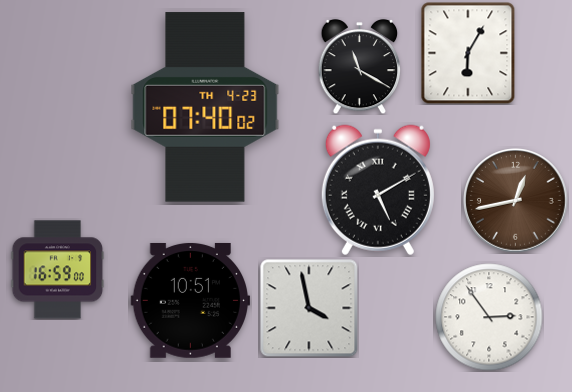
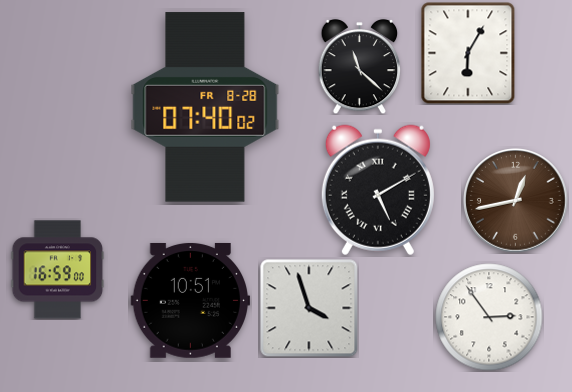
clock at (360, 66): 11:20 -> 11:22
clock at (205, 107) date: TH 4-23 -> FR 8-28
clock at (309, 308): 3:58 -> 3:57
